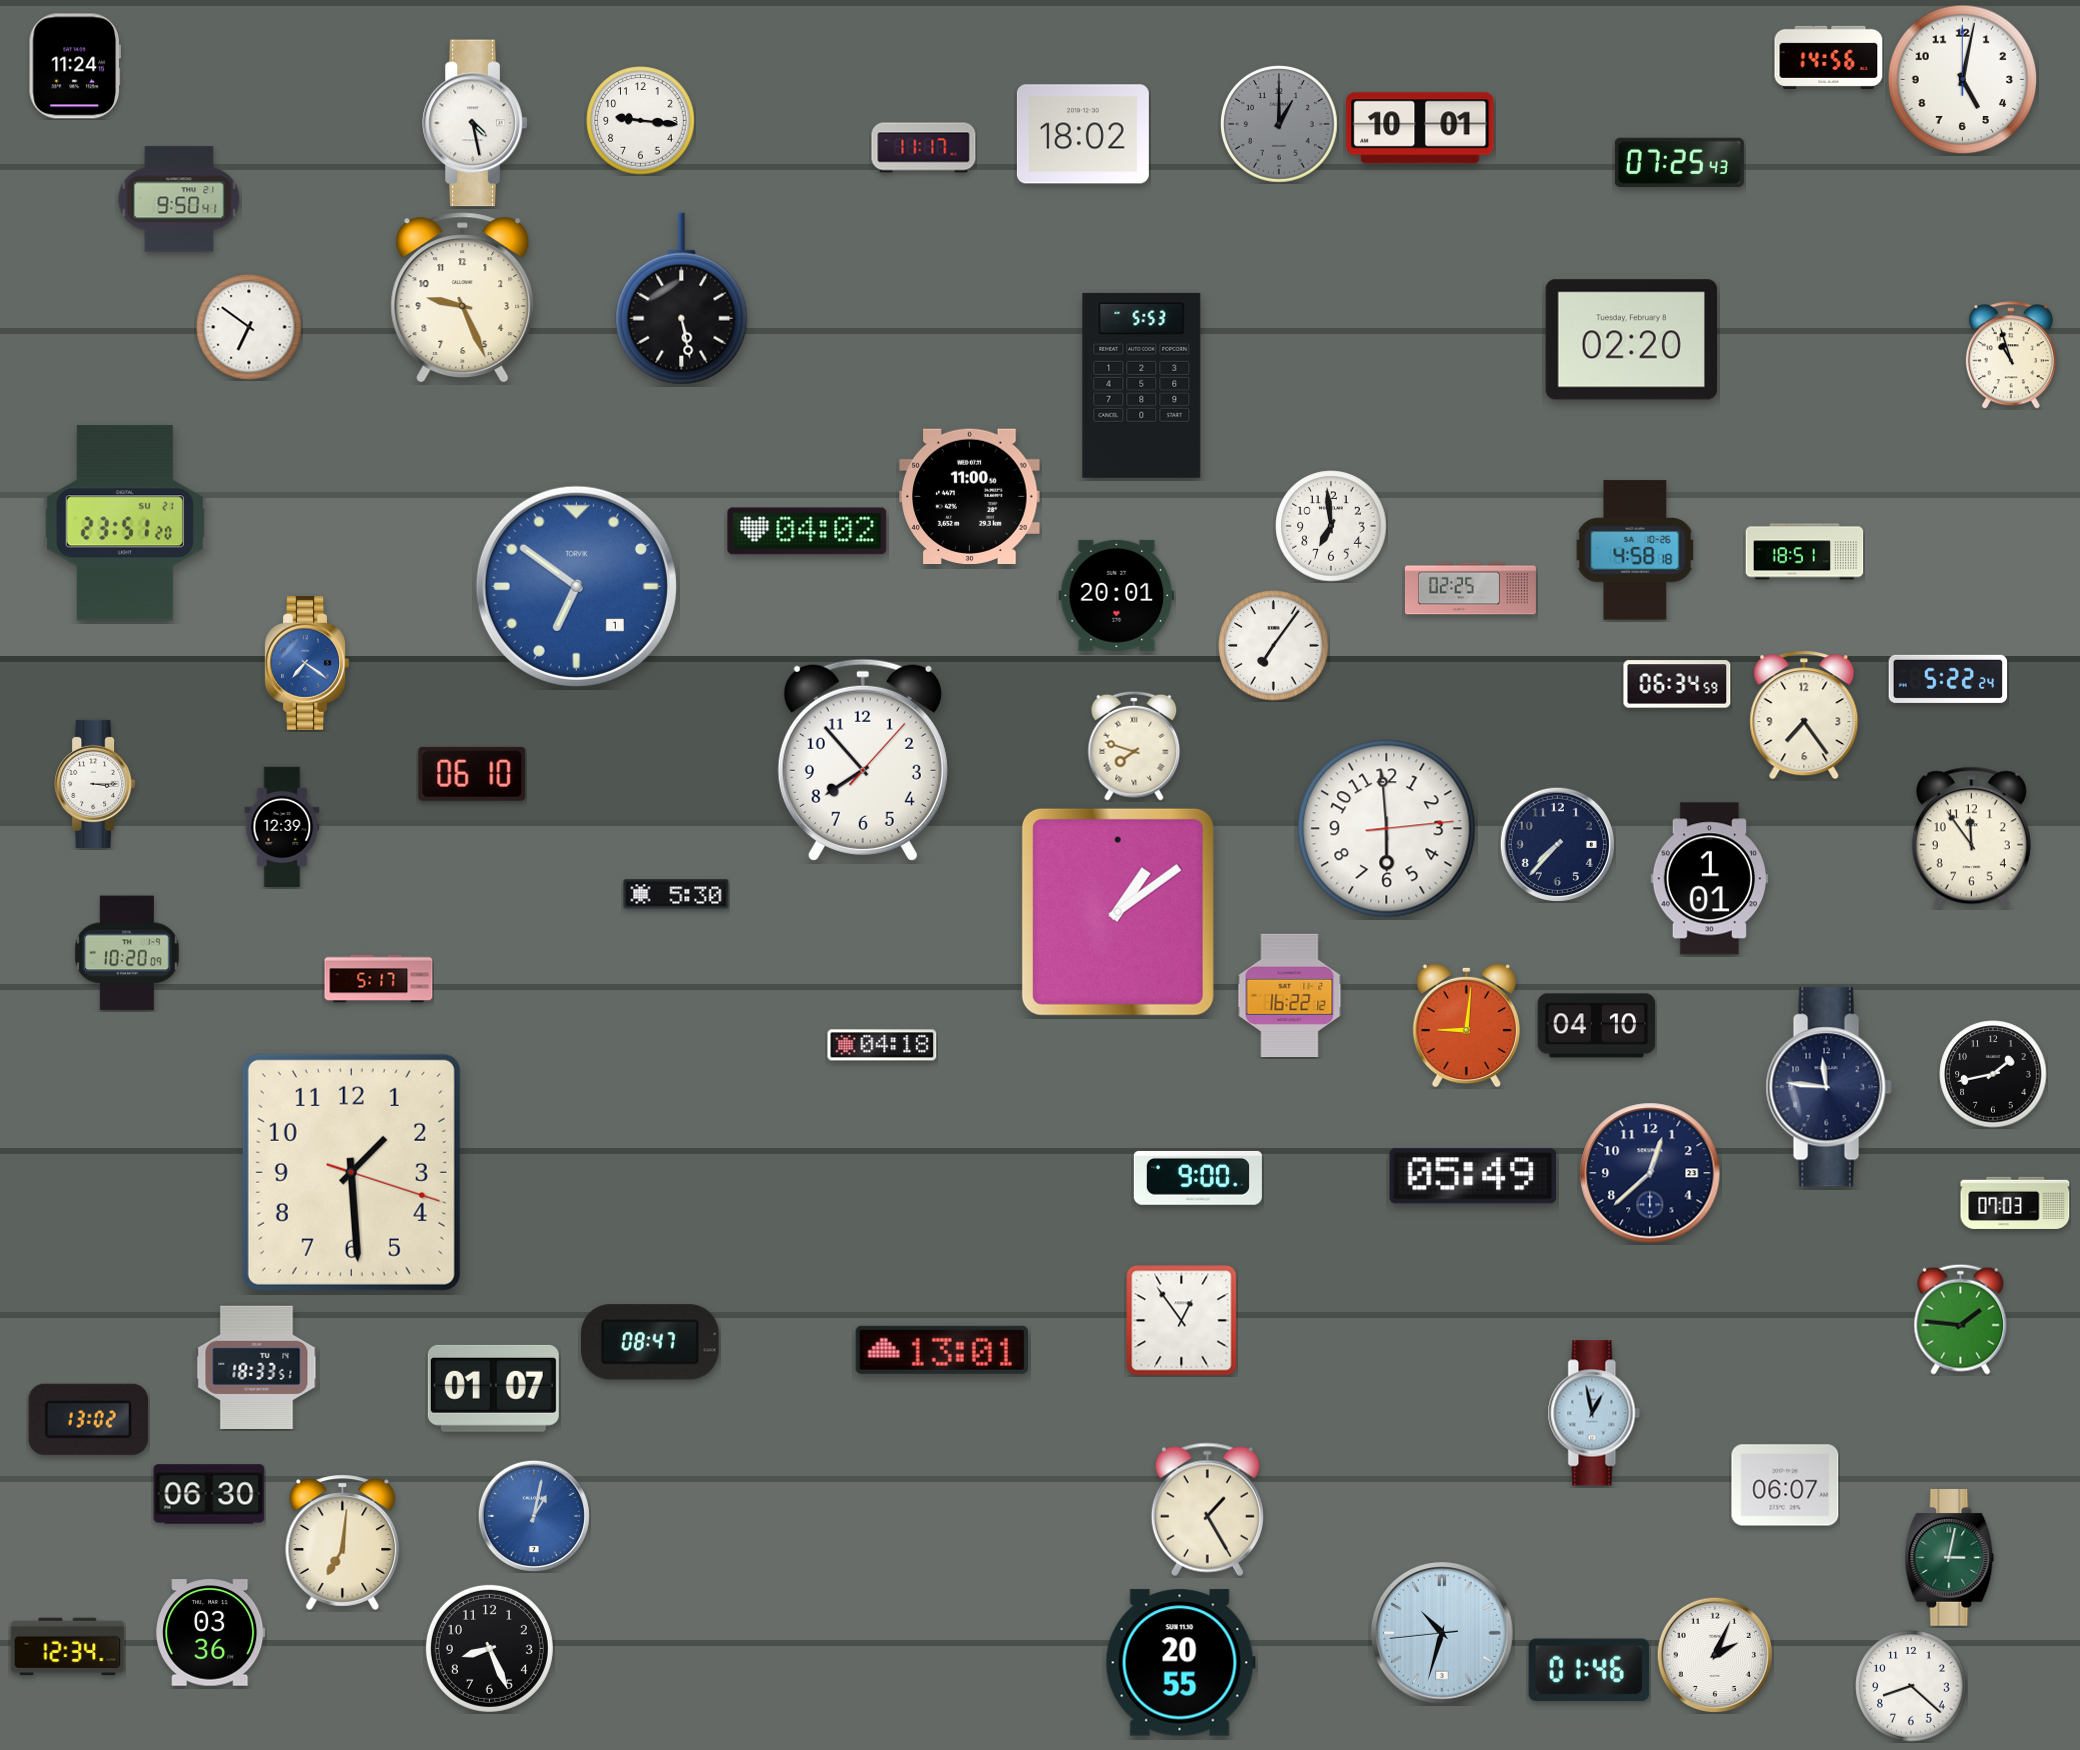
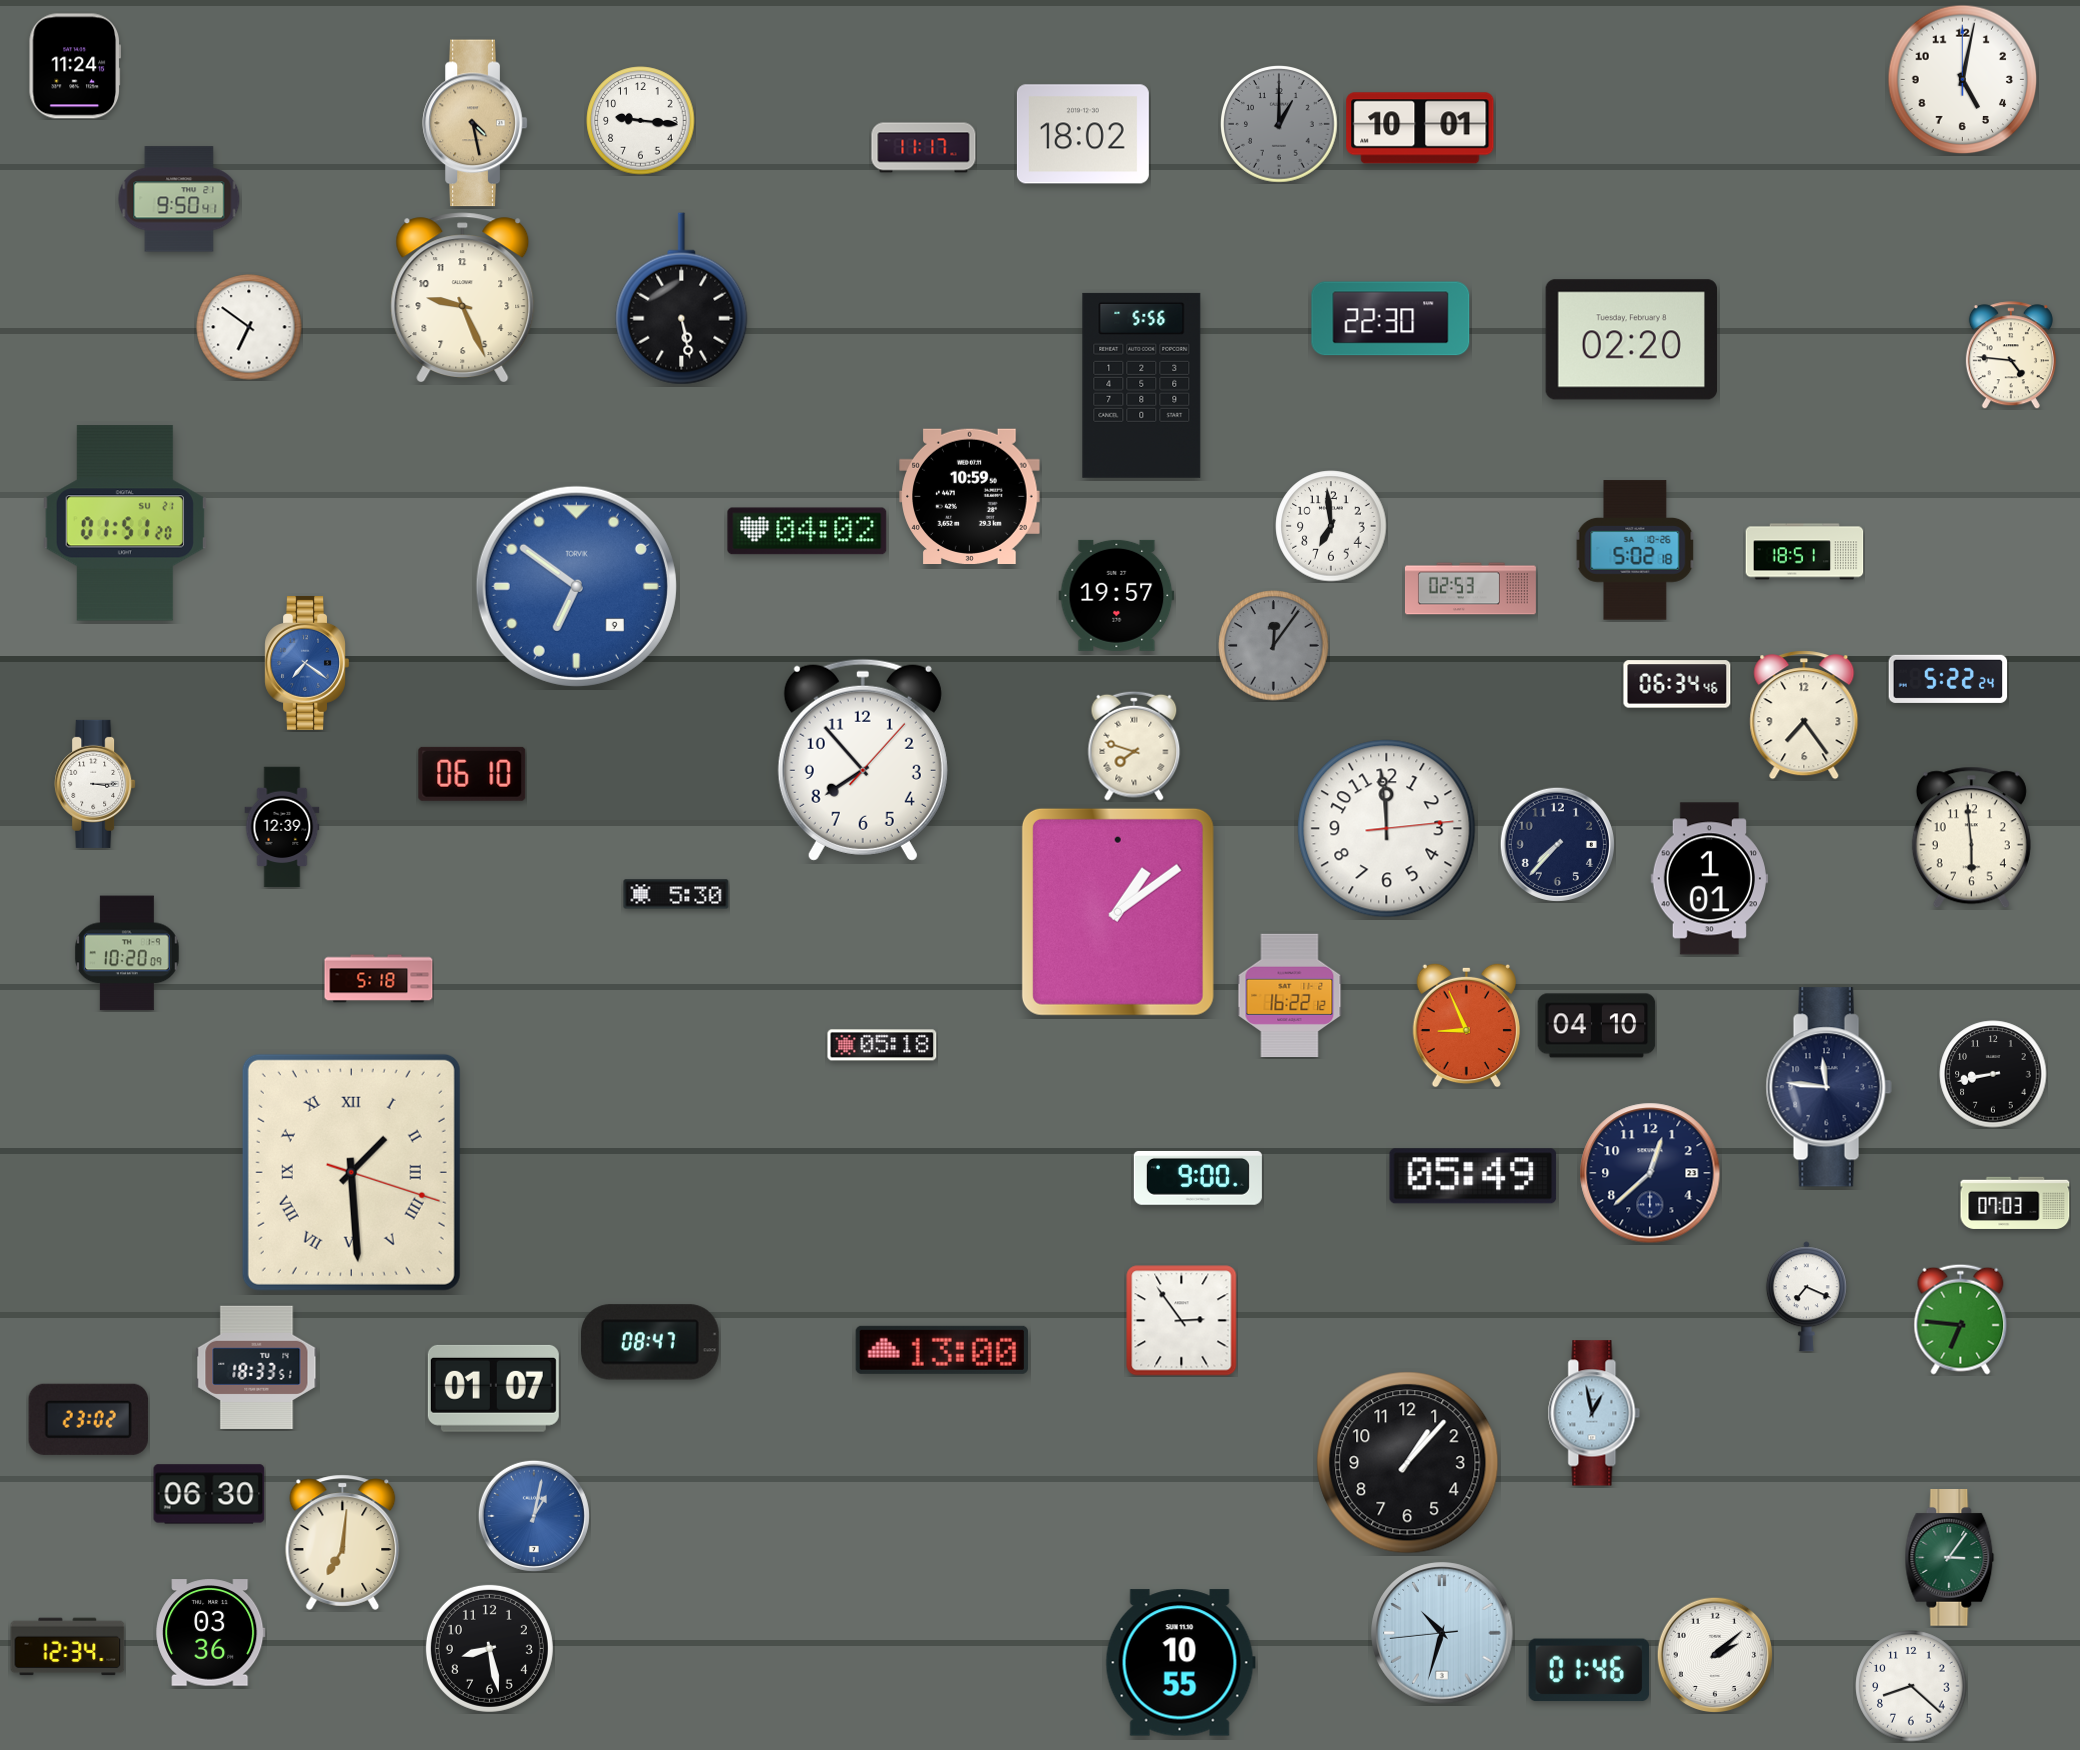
clock at (1829, 57): 14:56 -> none
clock at (475, 123) dial: white -> champagne
clock at (1679, 162): 07:25 -> none
clock at (1391, 319): none -> 22:30
clock at (2011, 355): 10:57 -> 4:46
clock at (1142, 385): 5:53 -> 5:56
clock at (970, 496): 11:00 -> 10:59
clock at (125, 523): 23:51 -> 01:51
clock at (1635, 550): 4:58 -> 5:02
clock at (576, 586) date: 1 -> 9
clock at (1470, 589): 02:25 -> 02:53
clock at (1117, 595): 20:01 -> 19:57
clock at (1274, 646): 7:06 -> 12:06
clock at (1274, 646) dial: white -> grey
clock at (1677, 684): 06:34:59 -> 06:34:46
clock at (1387, 829): 5:59 -> 11:59
clock at (1971, 838): 11:54 -> 5:59
clock at (379, 979): 5:17 -> 5:18
clock at (1466, 1025): 9:01 -> 8:56
clock at (882, 1045): 04:18 -> 05:18
clock at (1993, 1074): 1:43 -> 8:43
clock at (351, 1172) numerals: Arabic -> Roman
clock at (1806, 1297): none -> 7:19
clock at (1961, 1319): 1:46 -> 6:46
clock at (1182, 1321): 12:54 -> 2:54
clock at (942, 1350): 13:01 -> 13:00
clock at (88, 1419): 13:02 -> 23:02
clock at (1408, 1463): none -> 1:07
clock at (1785, 1485): 06:07 -> none
clock at (1207, 1510): 1:25 -> none
clock at (1950, 1558): 3:02 -> 3:06
clock at (489, 1648): 8:26 -> 8:28
clock at (1714, 1654): 2:04 -> 2:08
clock at (1180, 1663): 20:55 -> 10:55
